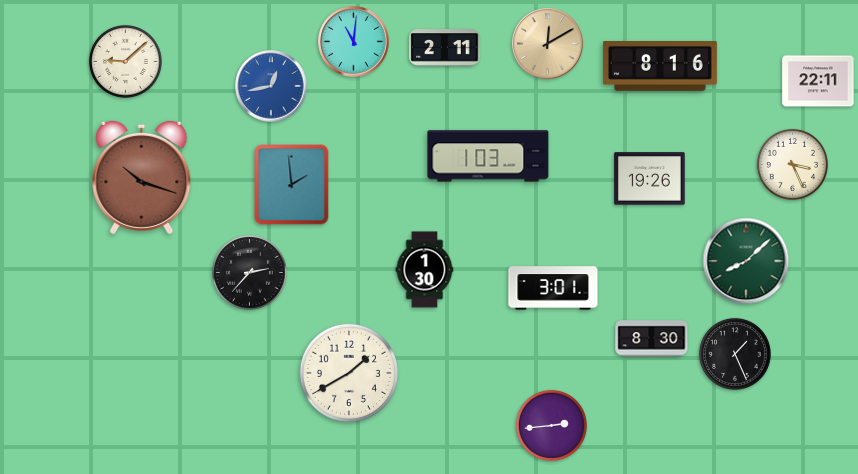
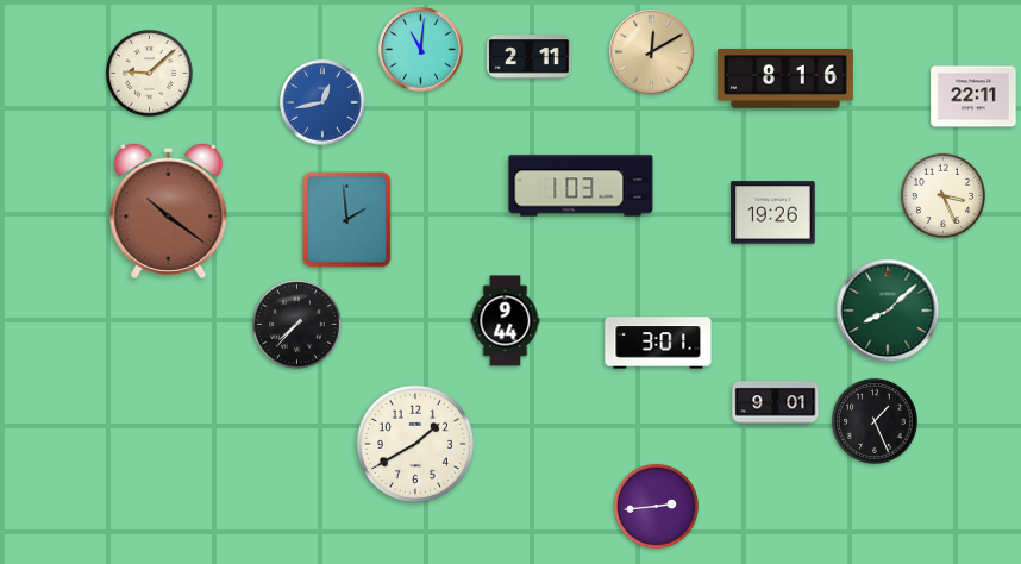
clock at (142, 177): 10:18 -> 10:21
clock at (425, 270): 1:30 -> 9:44
clock at (250, 273): 2:37 -> 7:37
clock at (652, 339): 8:30 -> 9:01
